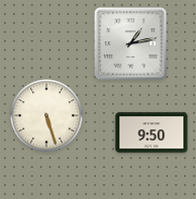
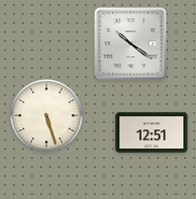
clock at (131, 44): 1:13 -> 10:21
clock at (152, 133): 9:50 -> 12:51
